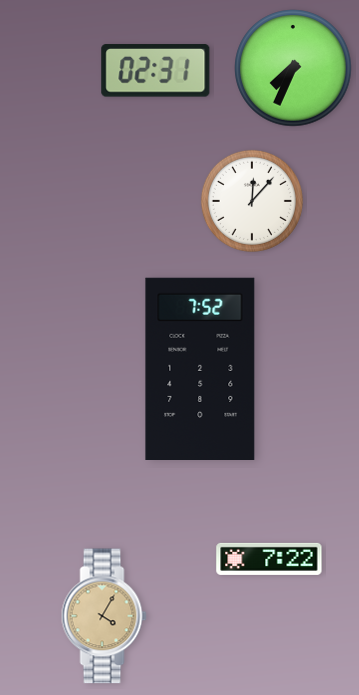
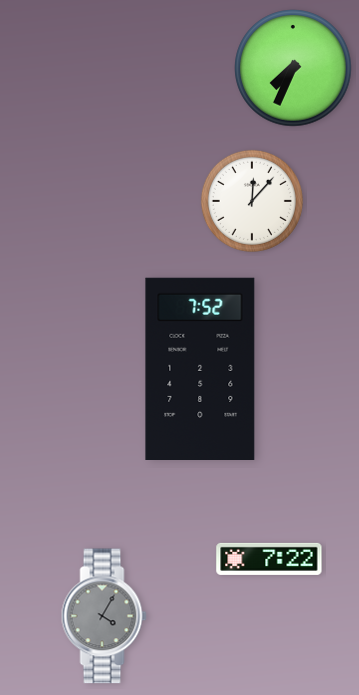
clock at (156, 71): 02:31 -> none
clock at (104, 616) dial: champagne -> grey
